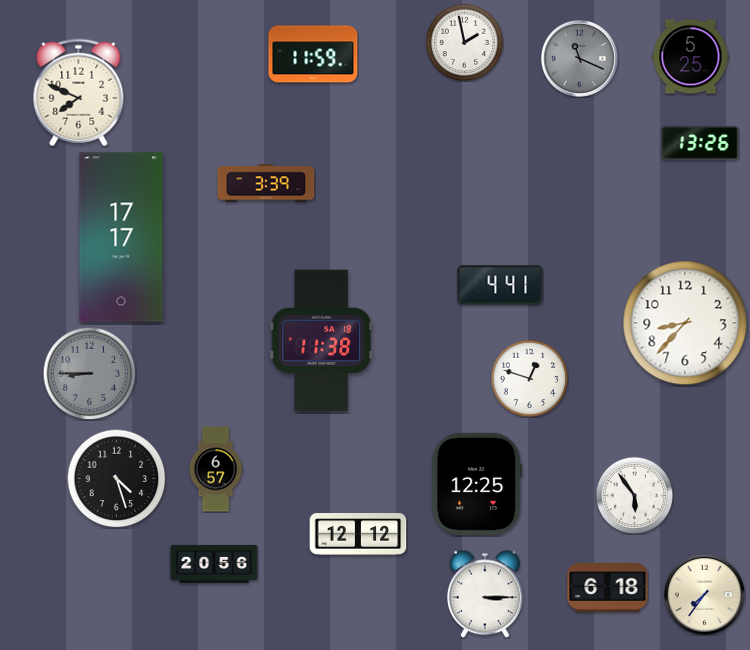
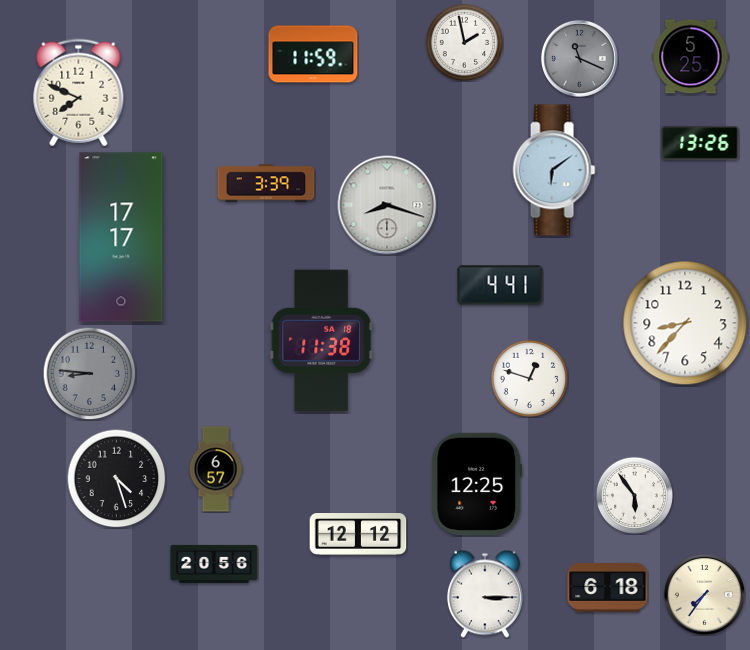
clock at (554, 170): none -> 6:09
clock at (387, 205): none -> 8:18
clock at (89, 373): 8:45 -> 8:46
